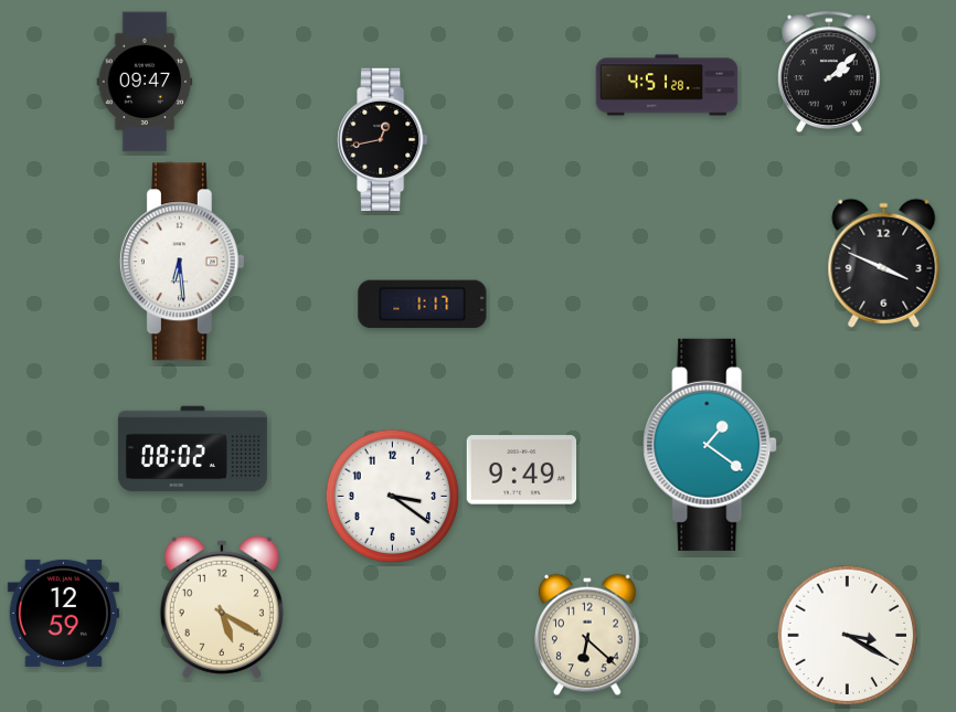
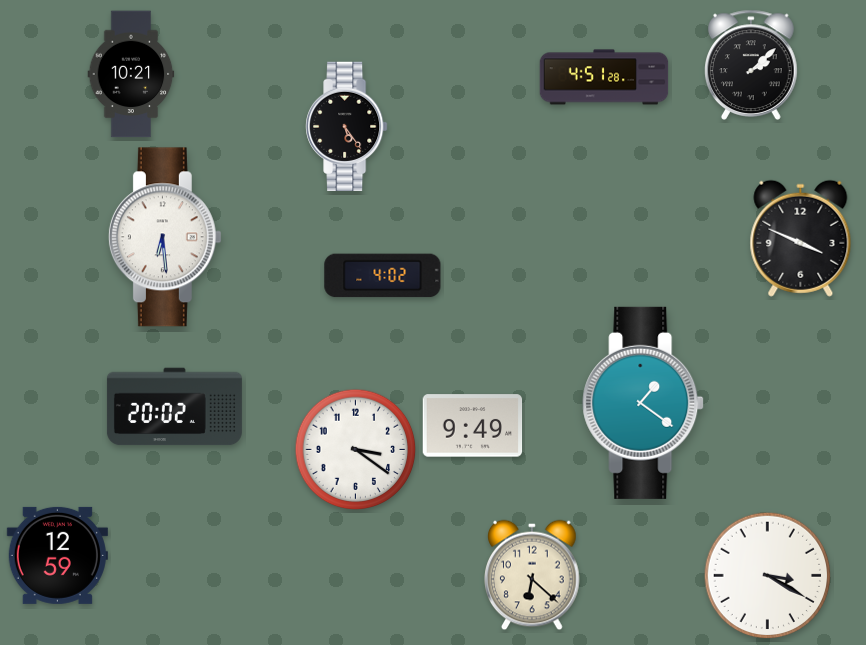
clock at (145, 82): 09:47 -> 10:21
clock at (383, 139): 12:43 -> 5:24
clock at (423, 305): 1:17 -> 4:02
clock at (192, 449): 08:02 -> 20:02
clock at (222, 607): 5:20 -> none
